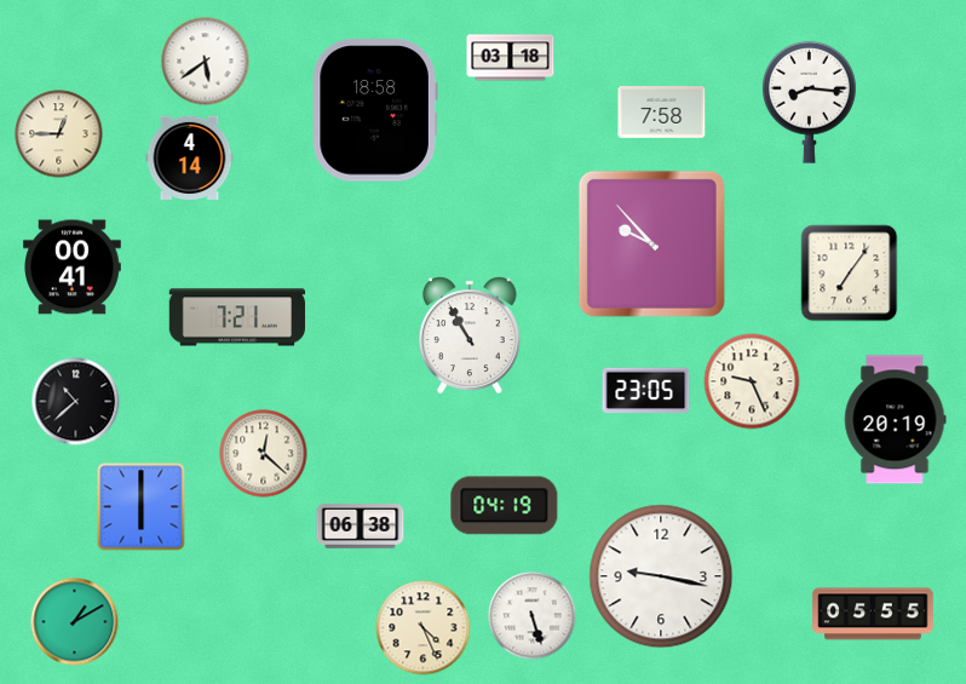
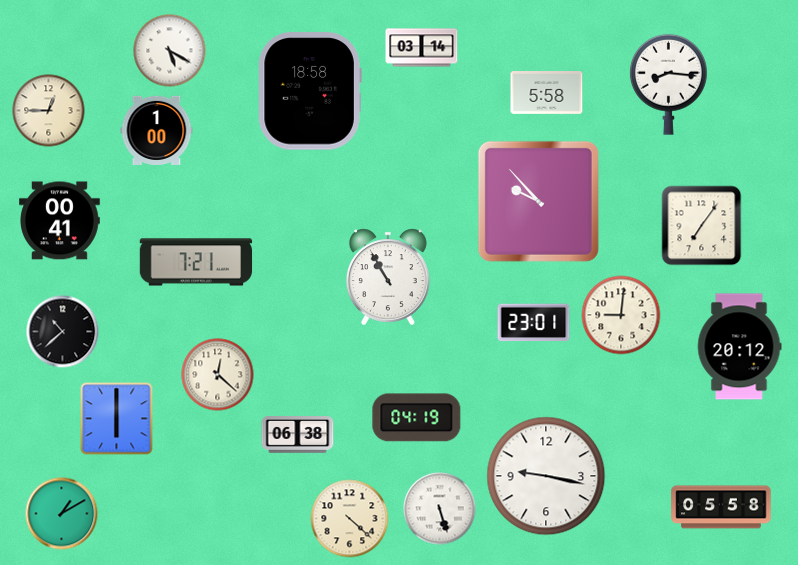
clock at (511, 58): 03:18 -> 03:14
clock at (206, 62): 5:39 -> 5:20
clock at (662, 113): 7:58 -> 5:58
clock at (190, 157): 4:14 -> 1:00
clock at (752, 381): 9:26 -> 9:01
clock at (646, 391): 23:05 -> 23:01
clock at (895, 420): 20:19 -> 20:12
clock at (873, 614): 05:55 -> 05:58
clock at (424, 628): 4:26 -> 4:22
